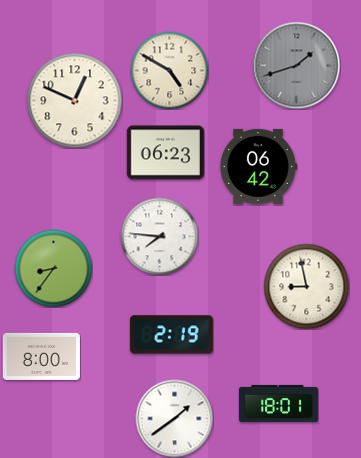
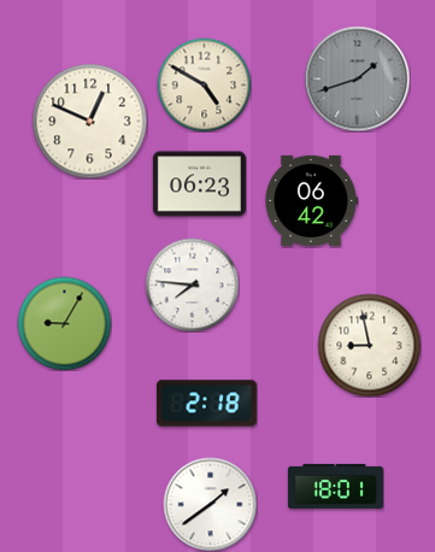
clock at (53, 268): 8:36 -> 9:05
clock at (171, 335): 2:19 -> 2:18
clock at (41, 356): 8:00 -> none
